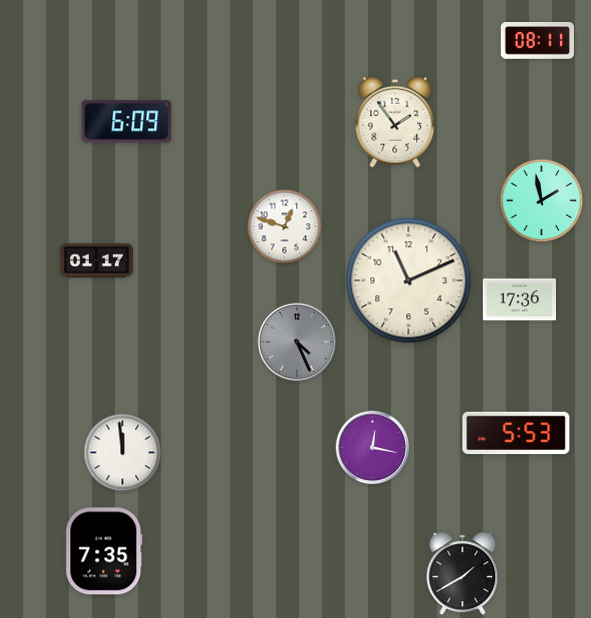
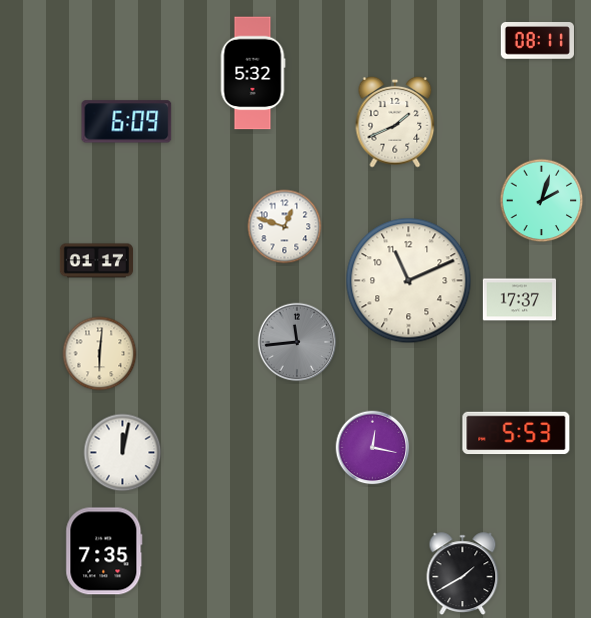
clock at (253, 73): none -> 5:32
clock at (395, 122): 1:54 -> 1:41
clock at (542, 201): 1:58 -> 2:03
clock at (519, 300): 17:36 -> 17:37
clock at (297, 342): 4:26 -> 11:44
clock at (100, 354): none -> 6:01
clock at (123, 453): 11:59 -> 12:02
